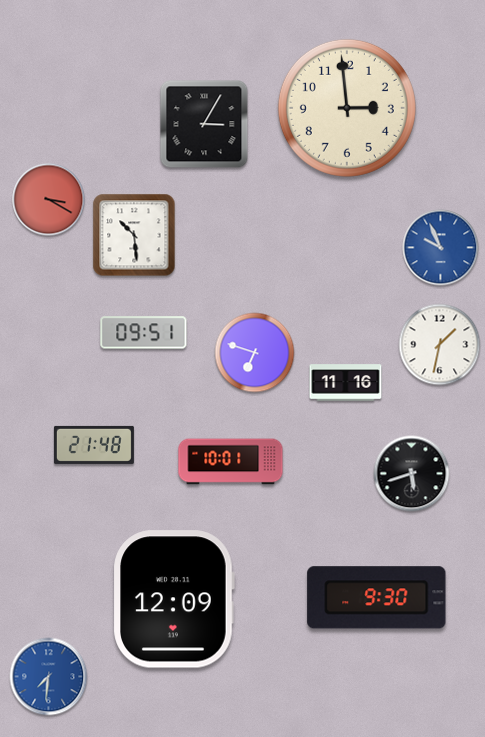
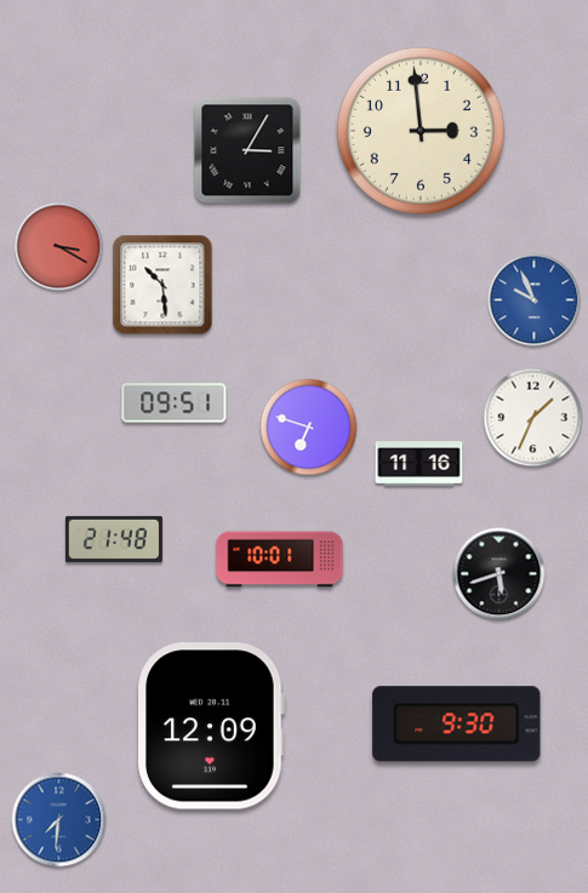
clock at (49, 200) position: (49, 200) -> (59, 247)
clock at (440, 345): 1:32 -> 1:34
